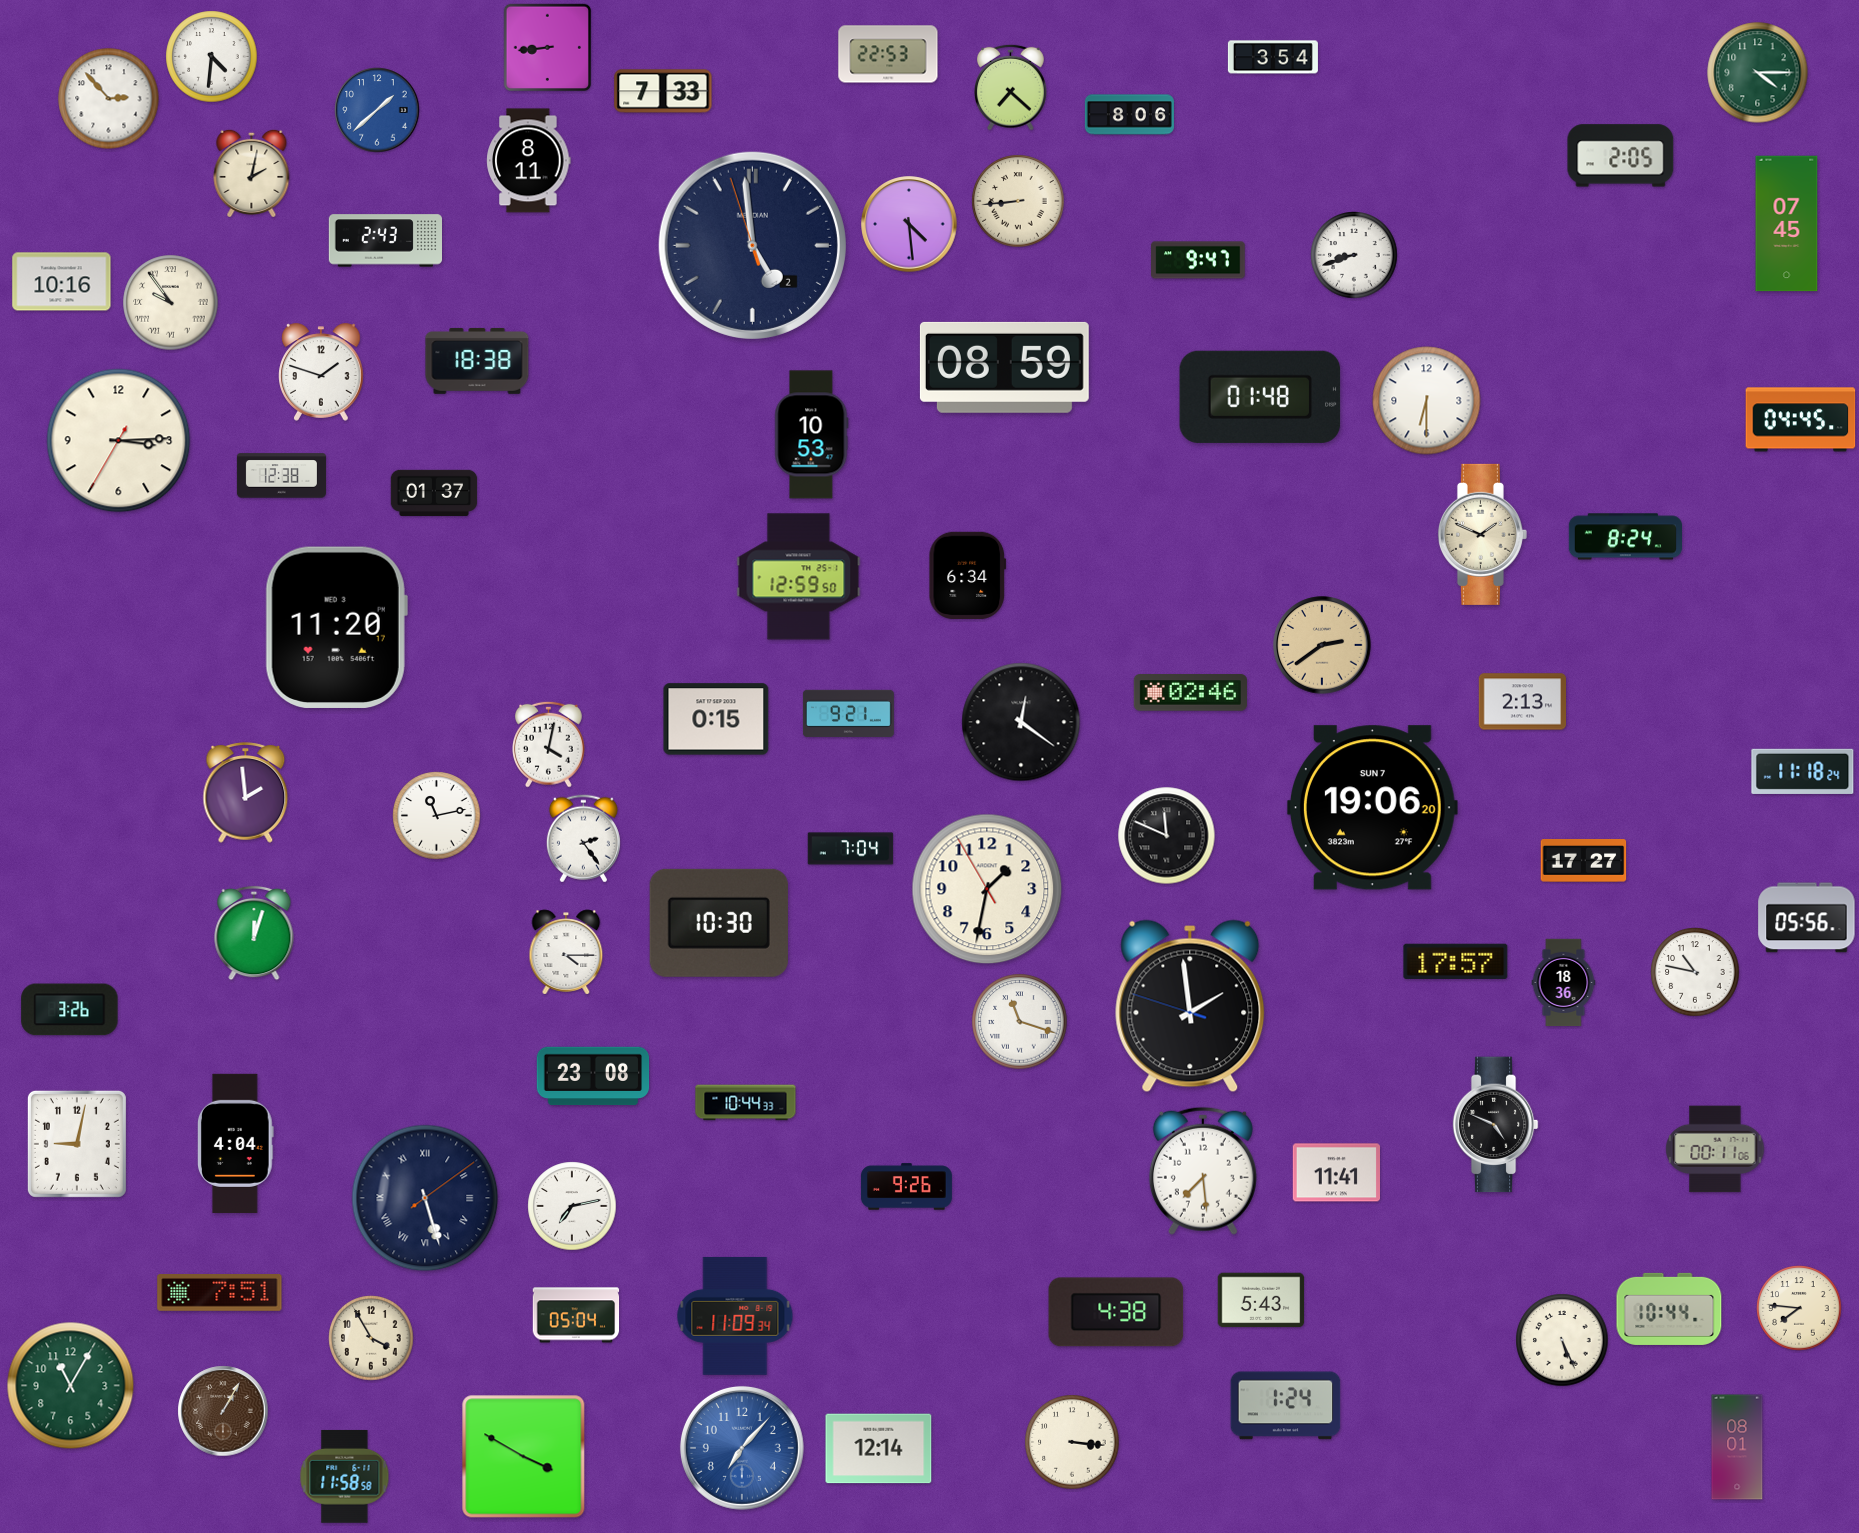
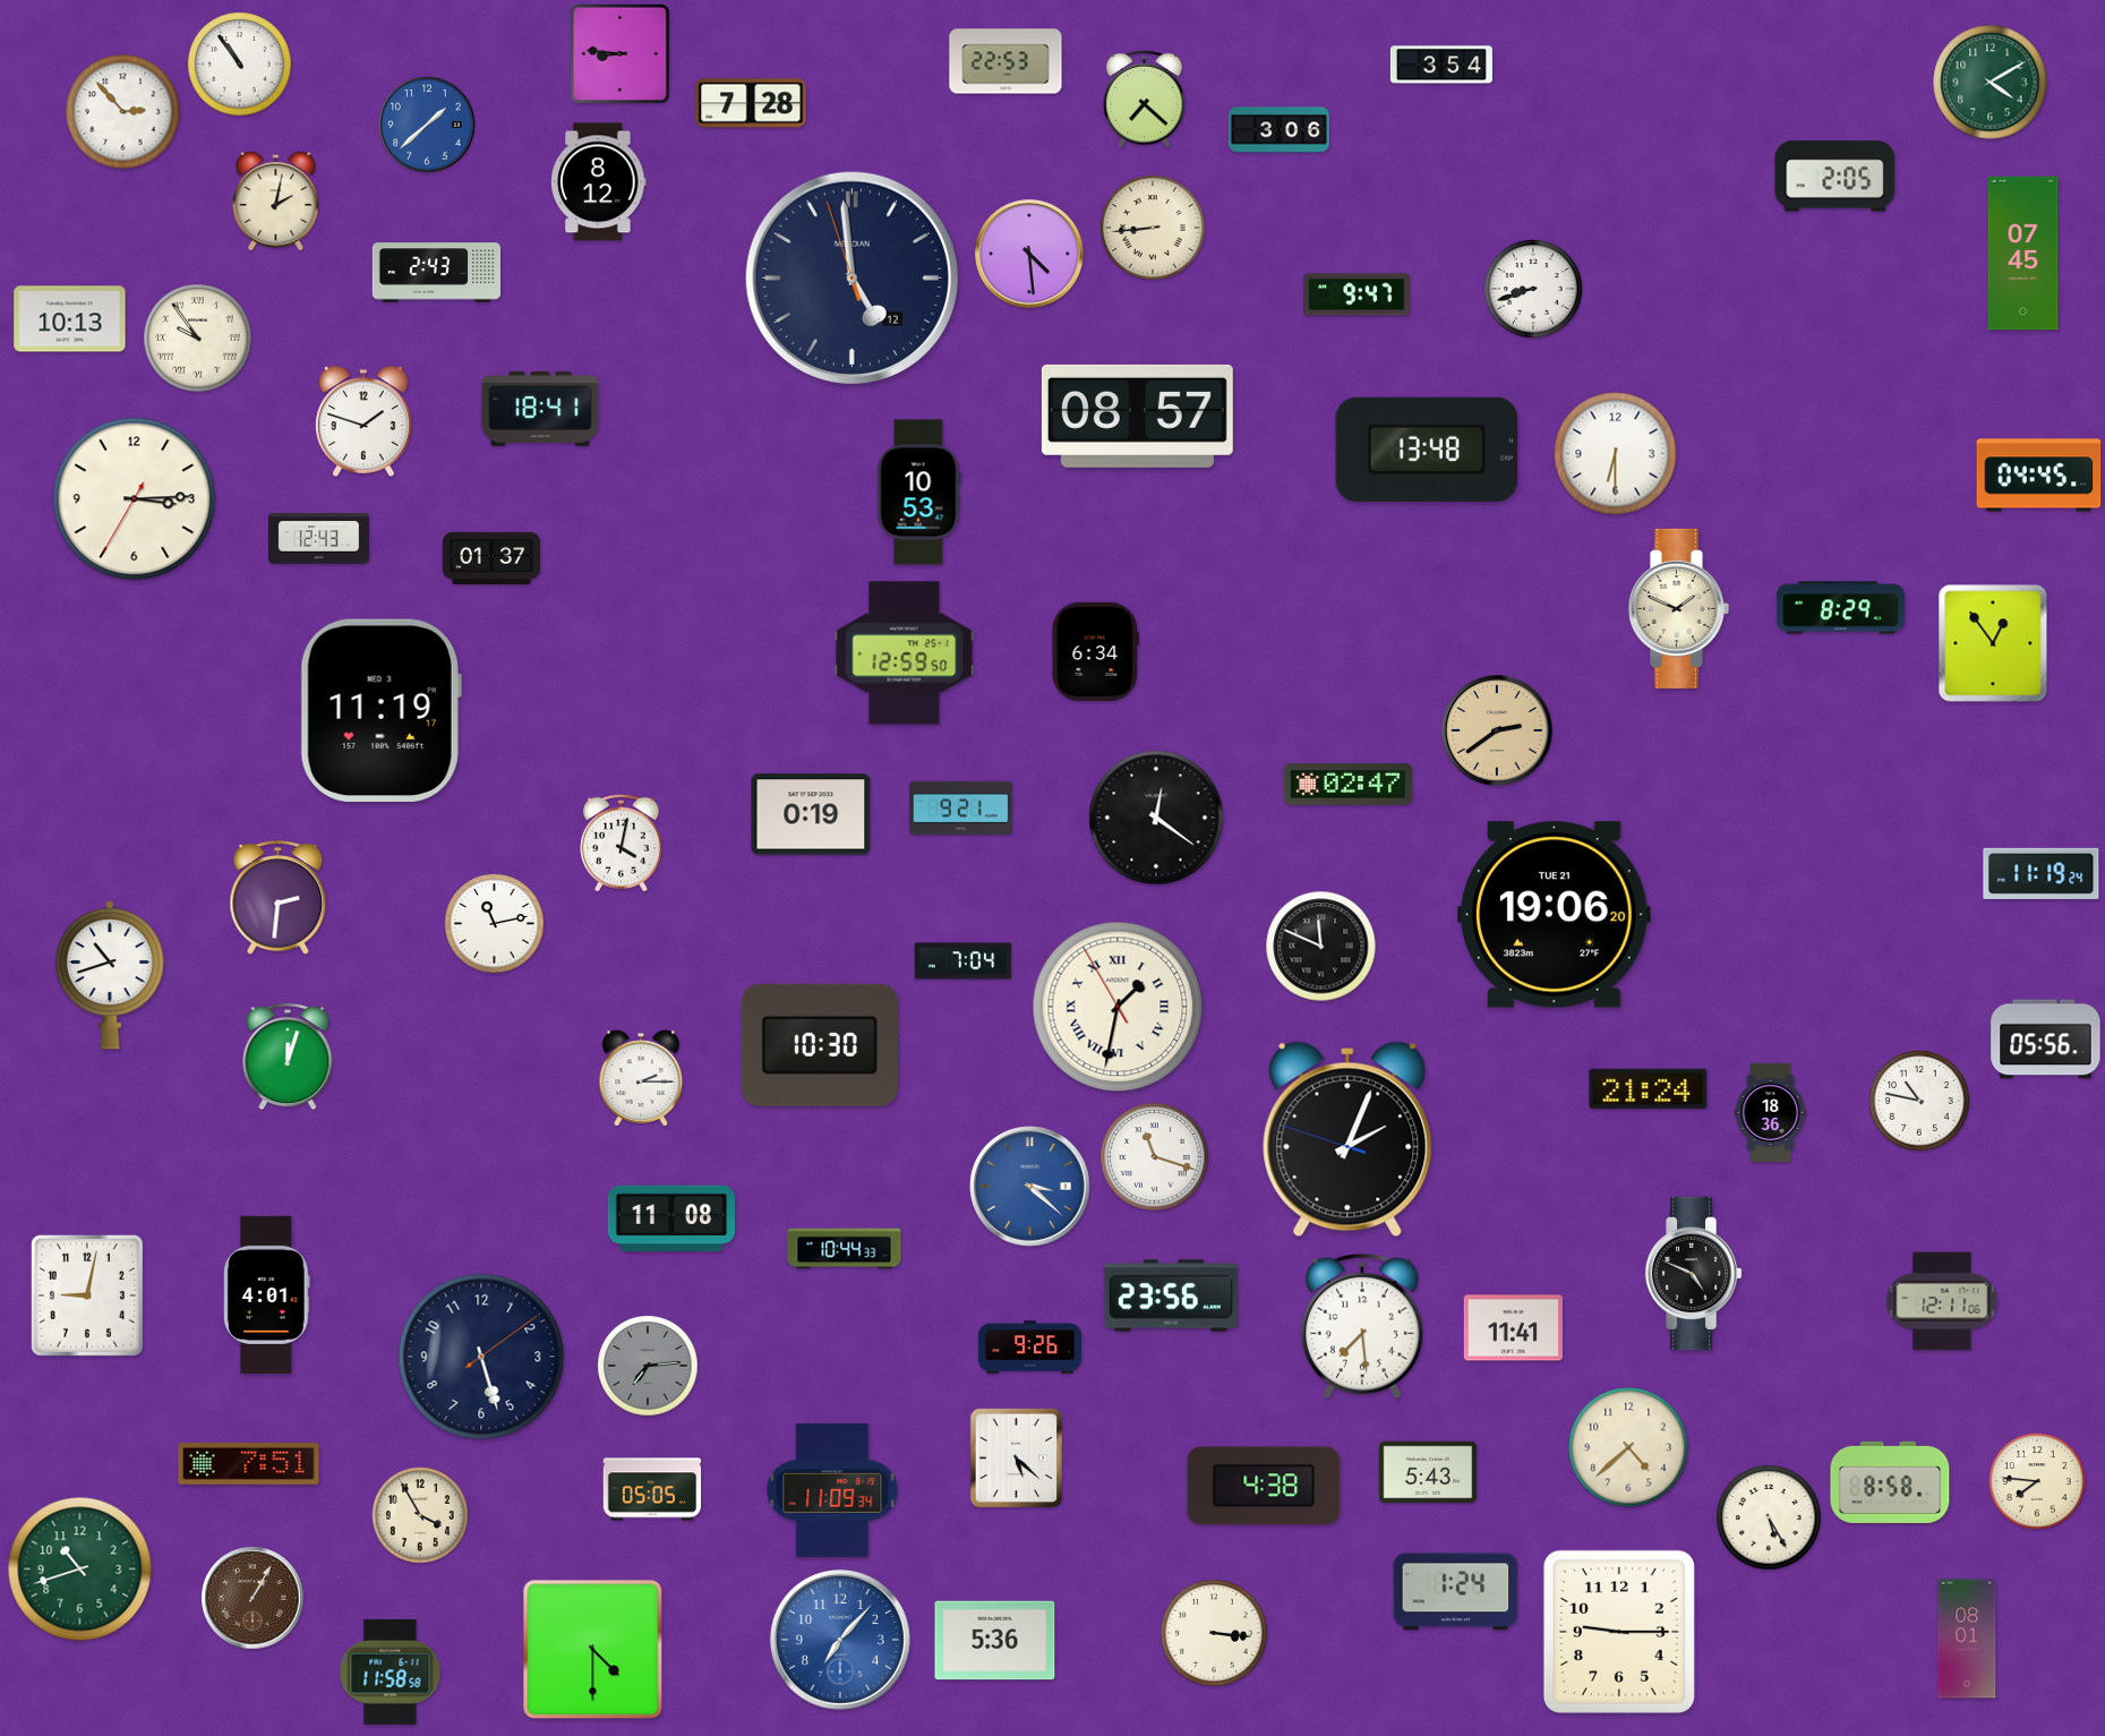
clock at (548, 48): 8:44 -> 8:46
clock at (212, 57): 4:31 -> 10:54
clock at (1758, 73): 4:15 -> 4:10
clock at (663, 91): 7:33 -> 7:28
clock at (1129, 115): 8:06 -> 3:06
clock at (529, 161): 8:11 -> 8:12
clock at (252, 172) position: (252, 172) -> (276, 199)
clock at (752, 245) date: 2 -> 12
clock at (62, 282): 10:16 -> 10:13
clock at (171, 303) position: (171, 303) -> (198, 339)
clock at (477, 361): 18:38 -> 18:41
clock at (1004, 367): 08:59 -> 08:57
clock at (1260, 397): 01:48 -> 13:48
clock at (281, 476): 12:38 -> 12:43
clock at (1482, 534) position: (1482, 534) -> (1678, 608)
clock at (1625, 537): 8:24 -> 8:29
clock at (1993, 643): none -> 12:54
clock at (336, 627): 11:20 -> 11:19
clock at (1190, 693): 02:46 -> 02:47
clock at (1522, 702): 2:13 -> none
clock at (716, 719): 0:15 -> 0:19
clock at (1803, 771): 11:18 -> 11:19
clock at (246, 793): 1:59 -> 2:31
clock at (1372, 808) date: SUN 7 -> TUE 21
clock at (583, 839): 2:24 -> none
clock at (109, 975): none -> 10:42
clock at (1584, 861): 17:27 -> none
clock at (987, 889) numerals: Arabic -> Roman
clock at (719, 923) position: (719, 923) -> (820, 1045)
clock at (566, 952): 4:15 -> 2:15
clock at (1456, 961): 17:57 -> 21:24
clock at (1190, 1006): 1:58 -> 2:03
clock at (70, 1010): 3:26 -> none
clock at (1030, 1187): none -> 3:22
clock at (593, 1076): 23:08 -> 11:08
clock at (236, 1143): 4:04 -> 4:01
clock at (1171, 1295): none -> 23:56
clock at (1715, 1149): 00:11 -> 12:11
clock at (906, 1187) position: (906, 1187) -> (1029, 1348)
clock at (425, 1198) numerals: Roman -> Arabic
clock at (572, 1206): 7:13 -> 7:14
clock at (572, 1206) dial: white -> grey
clock at (1628, 1447): none -> 4:38
clock at (1017, 1459): none -> 5:22
clock at (1669, 1309): 10:44 -> 8:58
clock at (576, 1315): 05:04 -> 05:05
clock at (1562, 1340): 5:26 -> 5:25
clock at (71, 1386): 11:05 -> 10:42
clock at (1619, 1632): none -> 9:15
clock at (879, 1449): 12:14 -> 5:36
clock at (524, 1457): 3:50 -> 4:30
